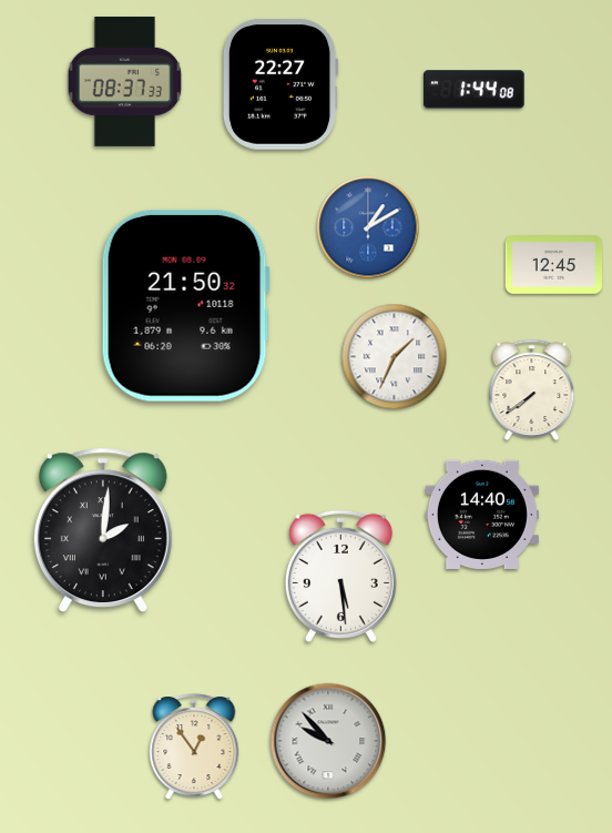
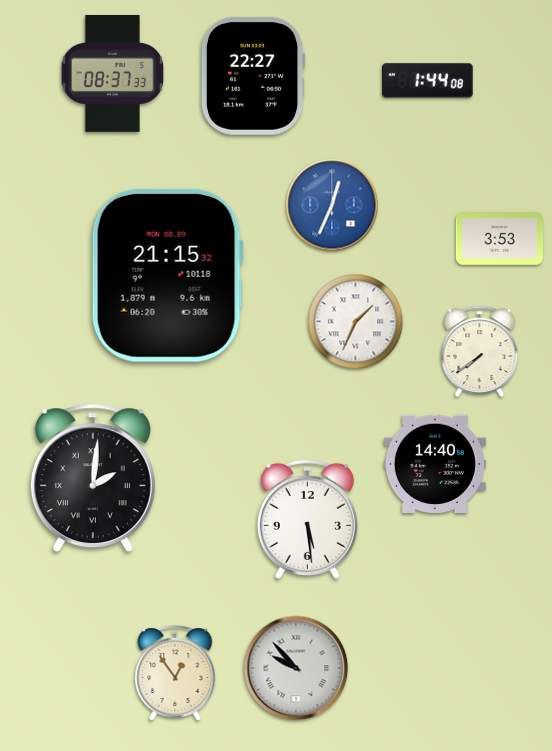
clock at (368, 227): 1:10 -> 12:34
clock at (553, 265): 12:45 -> 3:53
clock at (185, 305): 21:50 -> 21:15
